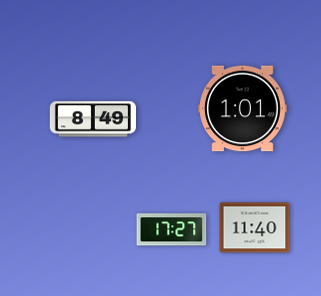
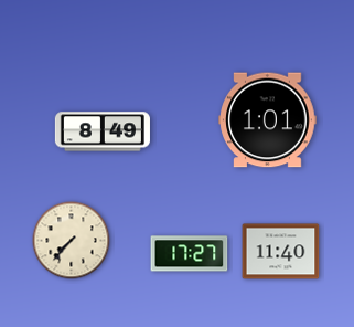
clock at (72, 241): none -> 7:37
